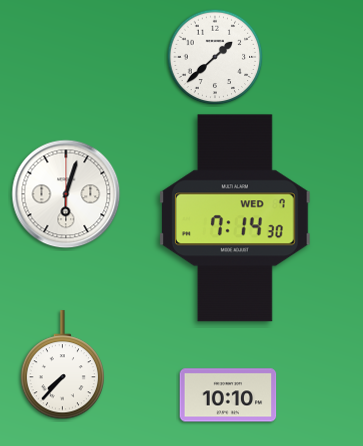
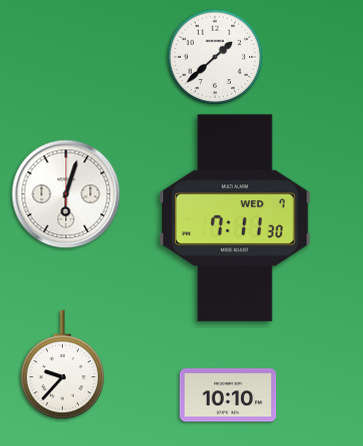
clock at (235, 218): 7:14 -> 7:11
clock at (63, 365): 7:37 -> 9:37
